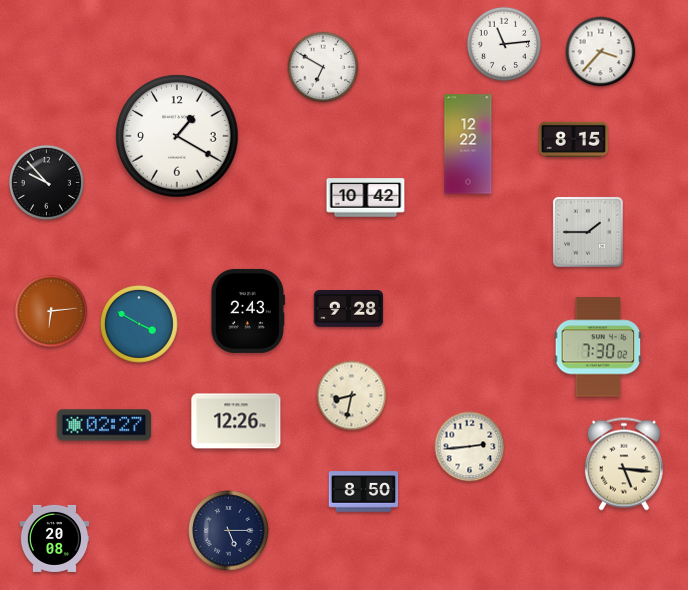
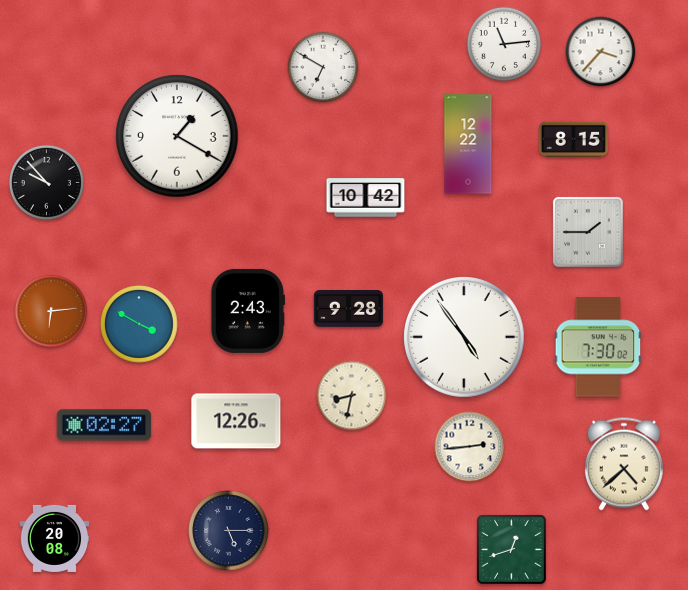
clock at (465, 338): none -> 4:54
clock at (624, 464): 5:16 -> 4:38
clock at (364, 492): 8:50 -> none
clock at (512, 550): none -> 12:42
